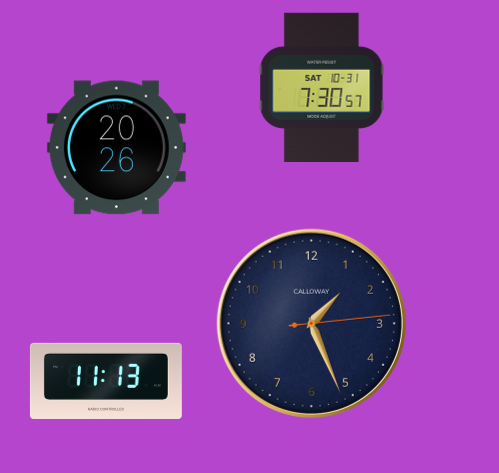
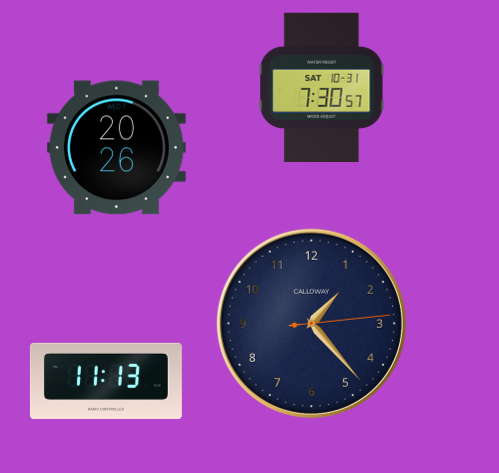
clock at (311, 323): 1:26 -> 1:23
